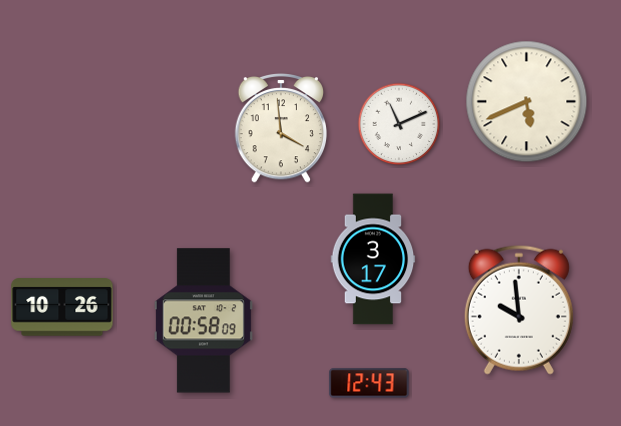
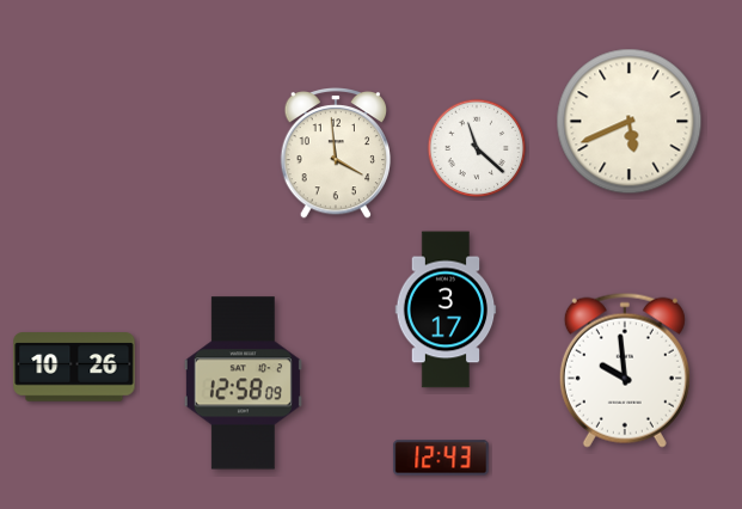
clock at (399, 124): 11:11 -> 11:22
clock at (519, 310) position: (519, 310) -> (625, 370)
clock at (203, 321): 00:58 -> 12:58
